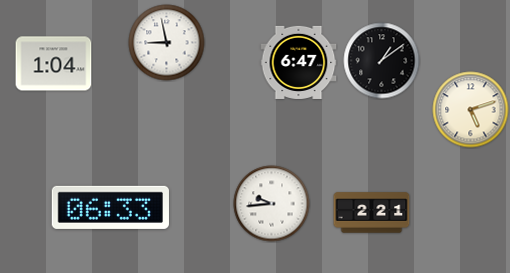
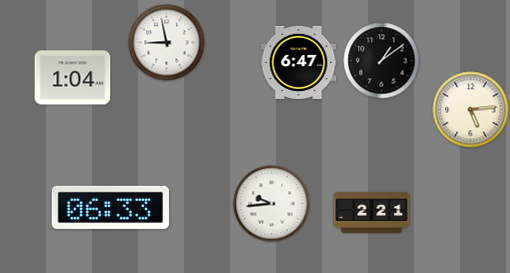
clock at (54, 64) position: (54, 64) -> (73, 78)
clock at (471, 110): 5:12 -> 5:14
